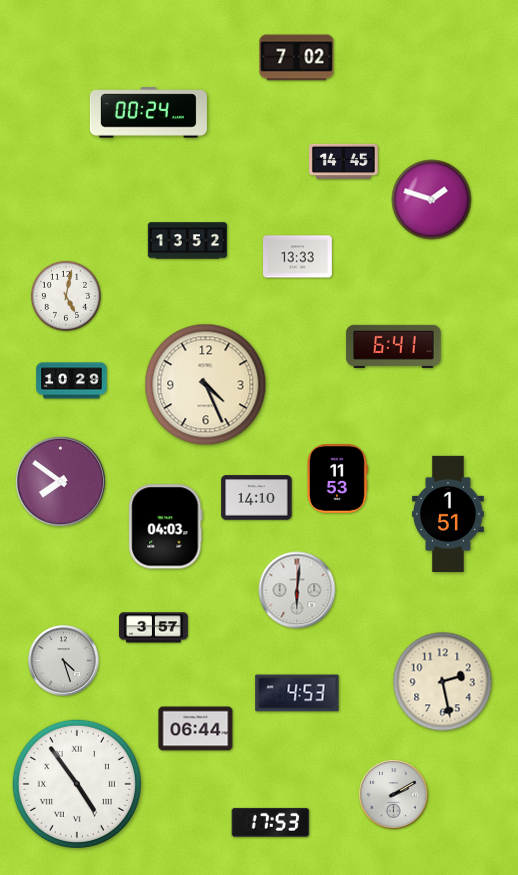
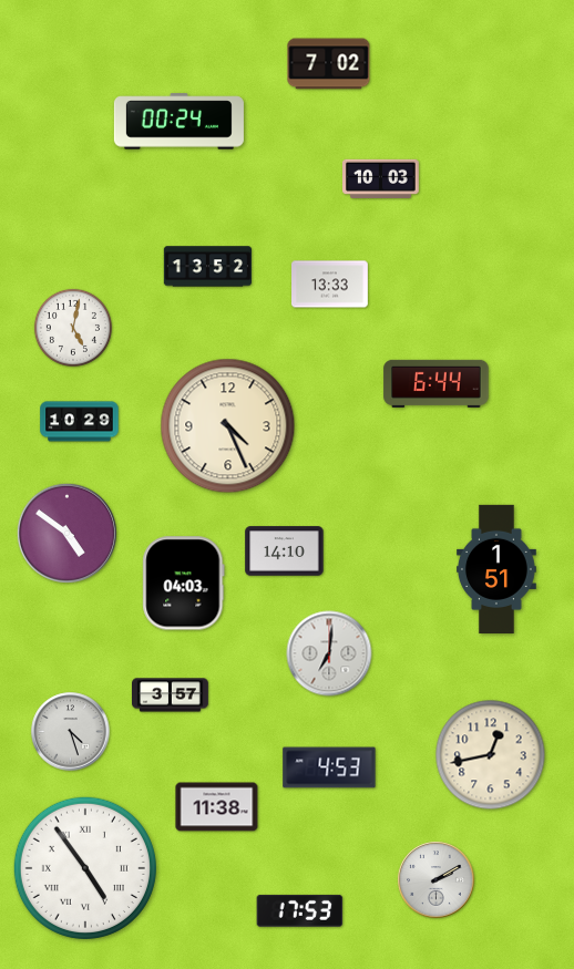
clock at (148, 113) position: (148, 113) -> (178, 122)
clock at (344, 162): 14:45 -> 10:03
clock at (432, 200): 1:48 -> none
clock at (394, 346): 6:41 -> 6:44
clock at (338, 479): 11:53 -> none
clock at (60, 481): 7:51 -> 4:51
clock at (297, 590): 6:01 -> 7:01
clock at (443, 682): 2:28 -> 12:43
clock at (196, 729): 06:44 -> 11:38
